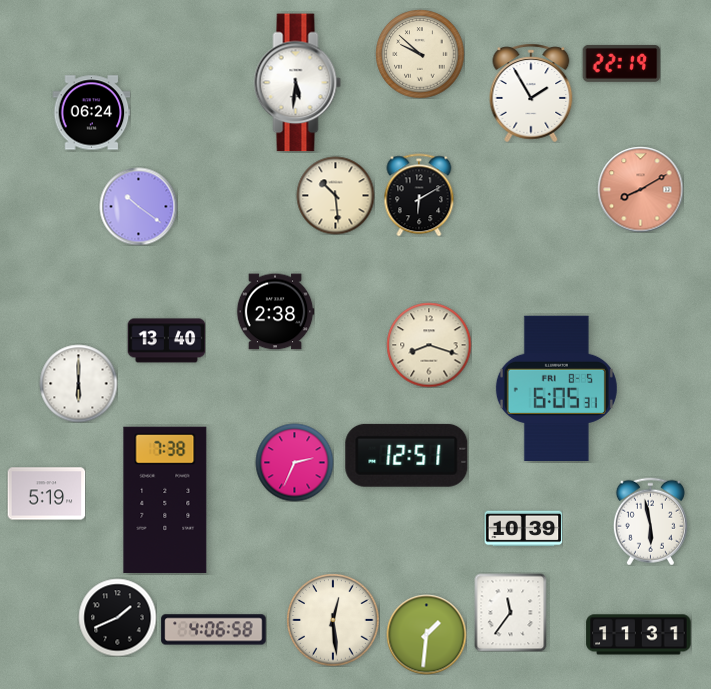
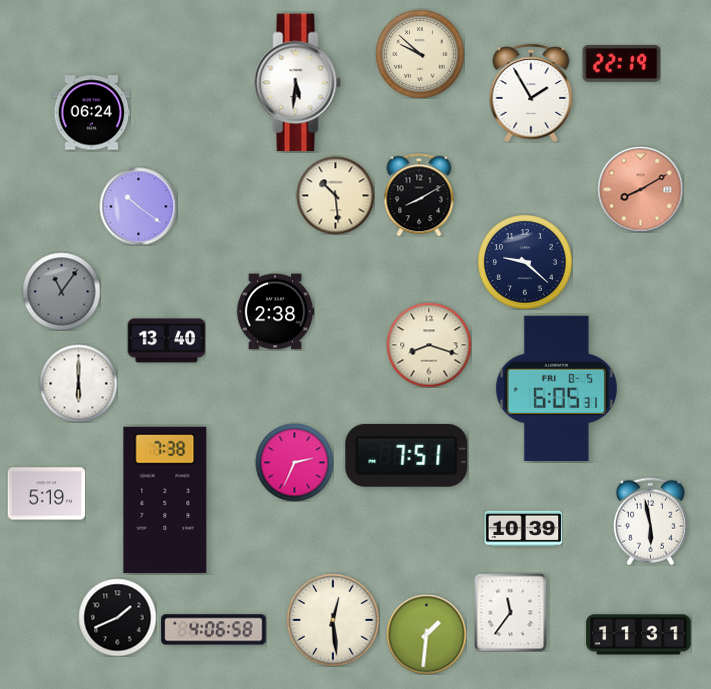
clock at (419, 195): 6:10 -> 8:10
clock at (525, 262): none -> 9:22
clock at (61, 291): none -> 11:06
clock at (407, 455): 12:51 -> 7:51
